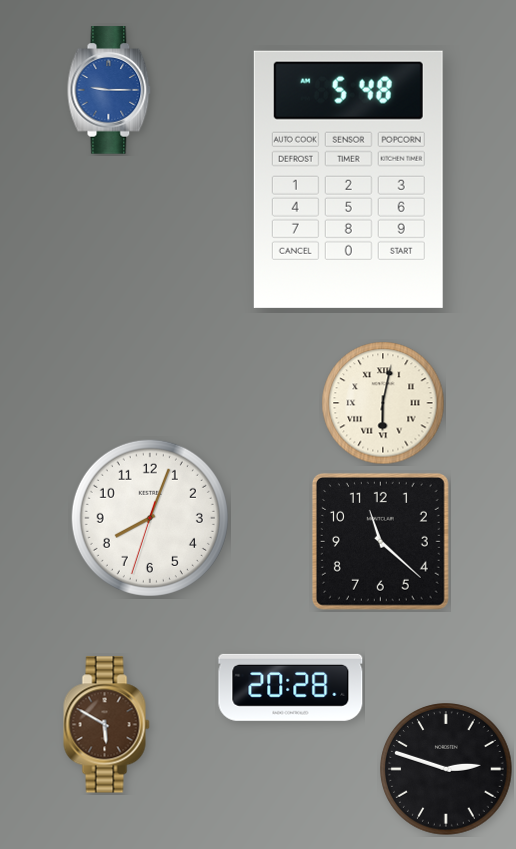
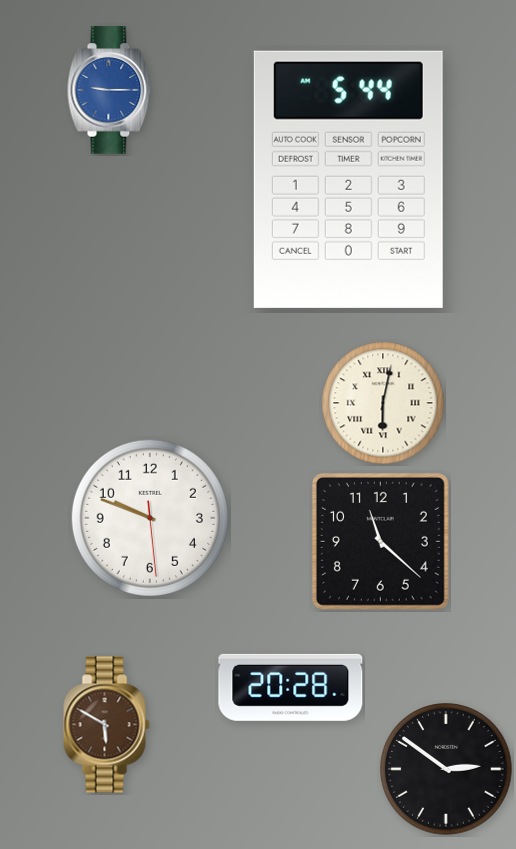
clock at (348, 179): 5:48 -> 5:44
clock at (150, 518): 8:03 -> 9:48
clock at (446, 769): 2:48 -> 2:51
